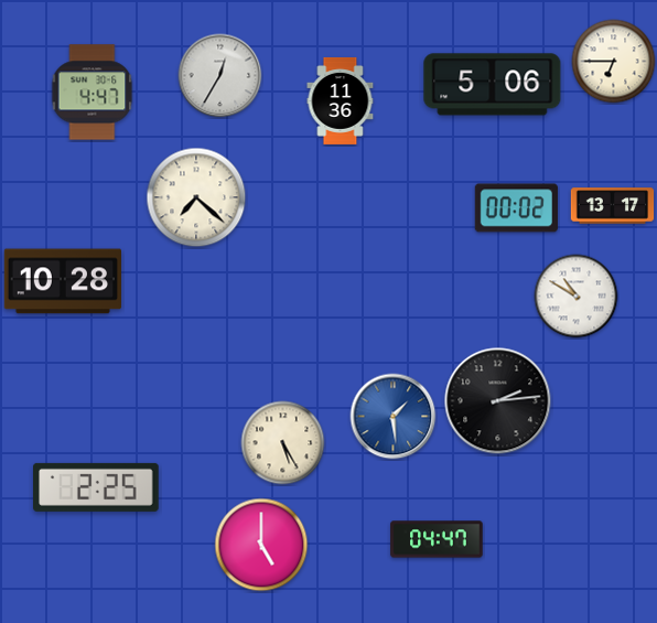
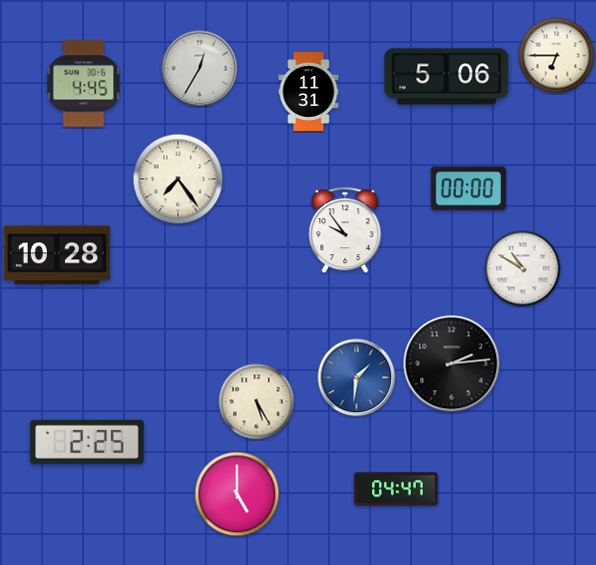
clock at (93, 93): 4:47 -> 4:45
clock at (341, 100): 11:36 -> 11:31
clock at (196, 197): 7:22 -> 7:24
clock at (613, 206): 13:17 -> none
clock at (516, 208): 00:02 -> 00:00
clock at (345, 230): none -> 9:54
clock at (394, 417): 1:29 -> 1:31
